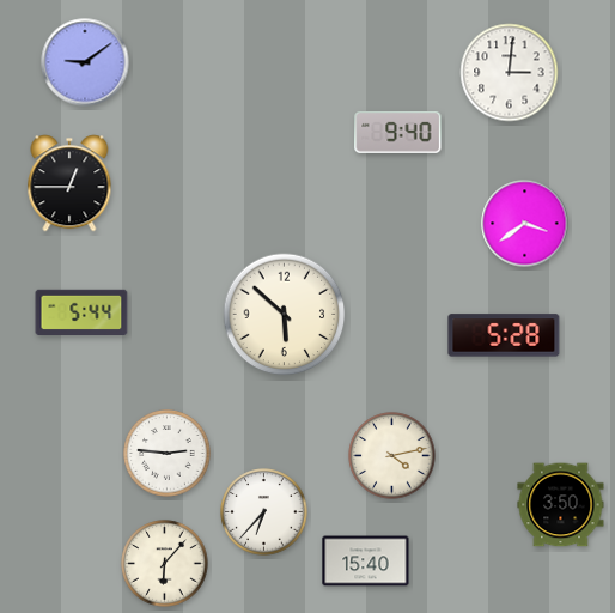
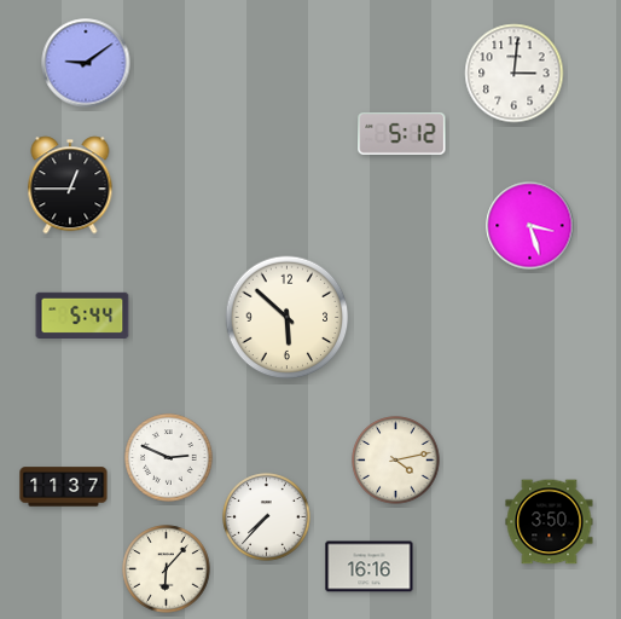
clock at (398, 132): 9:40 -> 5:12
clock at (525, 224): 3:39 -> 3:27
clock at (504, 335): 5:28 -> none
clock at (168, 454): 2:46 -> 2:49
clock at (64, 487): none -> 11:37
clock at (561, 505) position: (561, 505) -> (550, 522)
clock at (264, 512): 6:37 -> 7:37
clock at (366, 562): 15:40 -> 16:16
